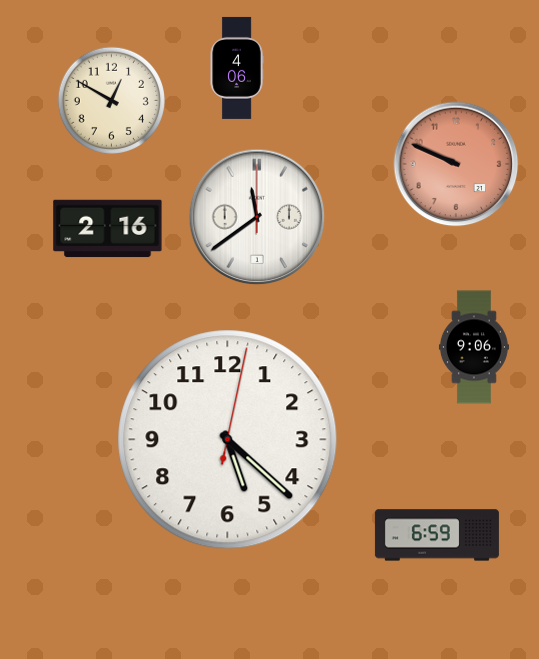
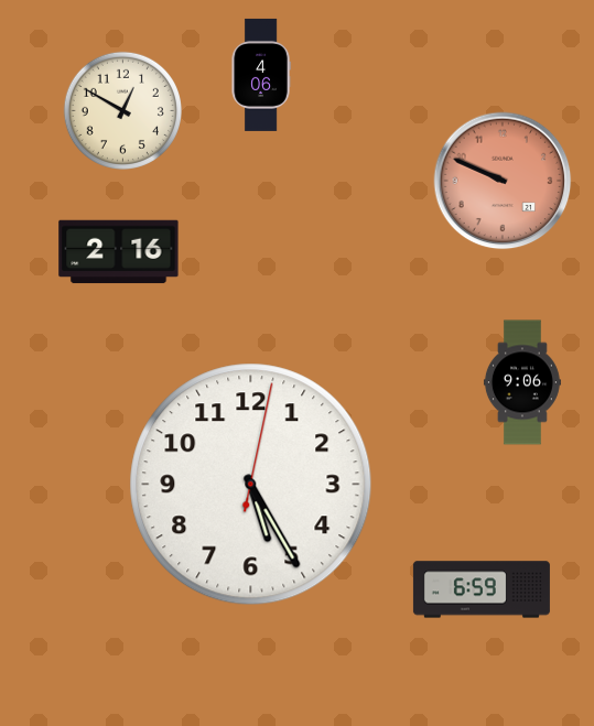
clock at (257, 217): 11:39 -> none
clock at (228, 440): 5:22 -> 5:25
